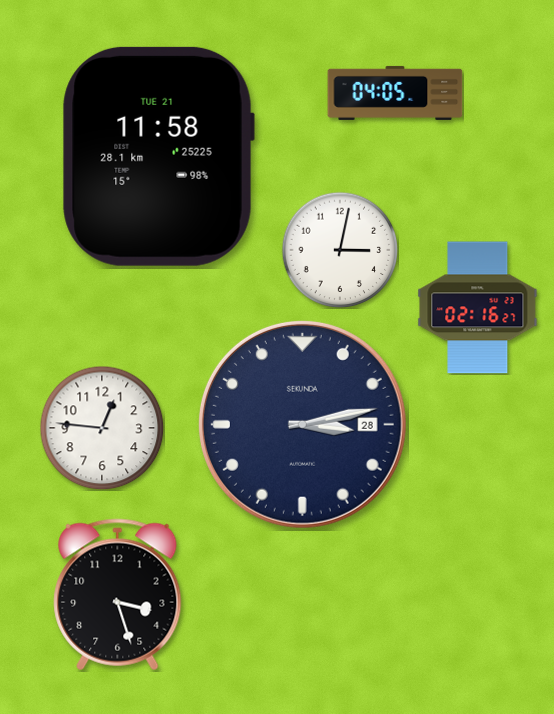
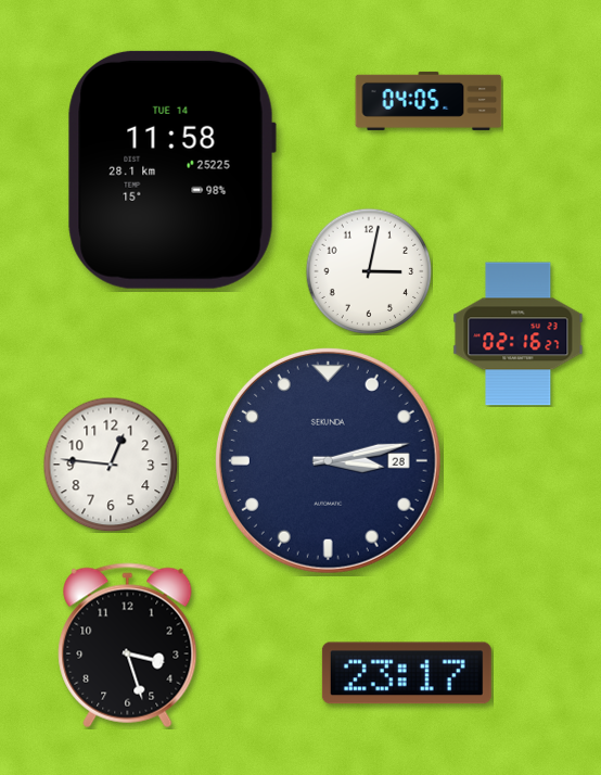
clock at (158, 156) date: TUE 21 -> TUE 14
clock at (407, 673): none -> 23:17
